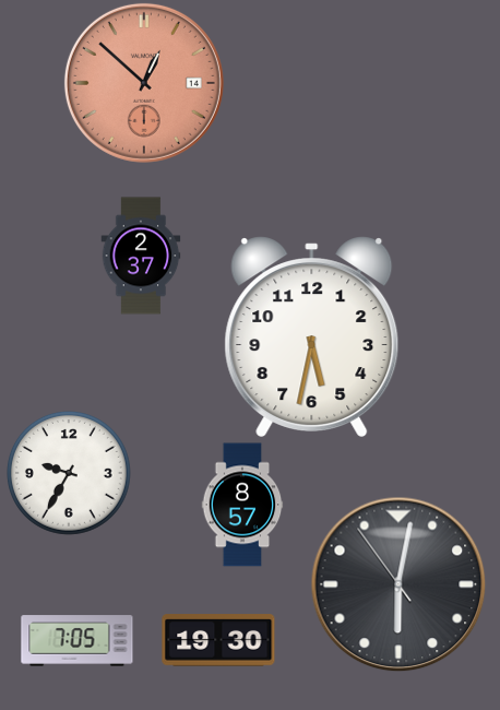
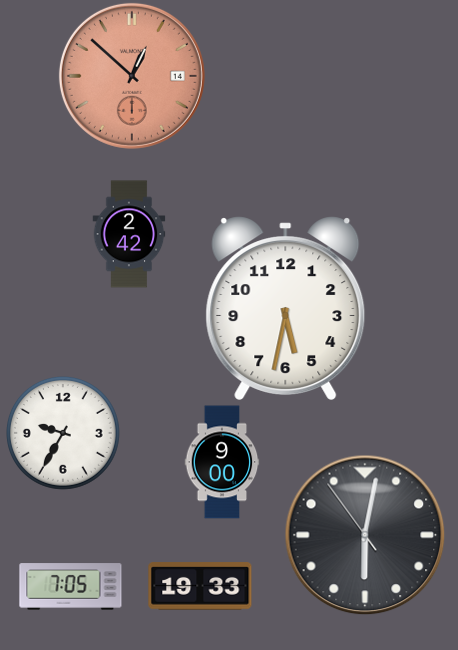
clock at (141, 256): 2:37 -> 2:42
clock at (242, 505): 8:57 -> 9:00
clock at (218, 640): 19:30 -> 19:33
